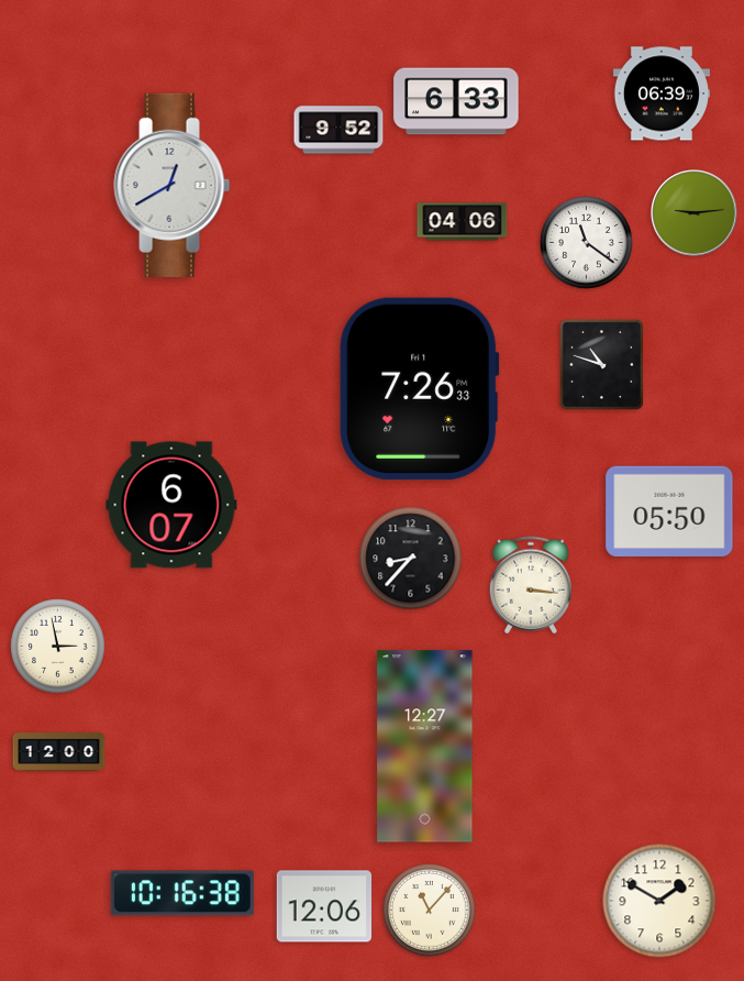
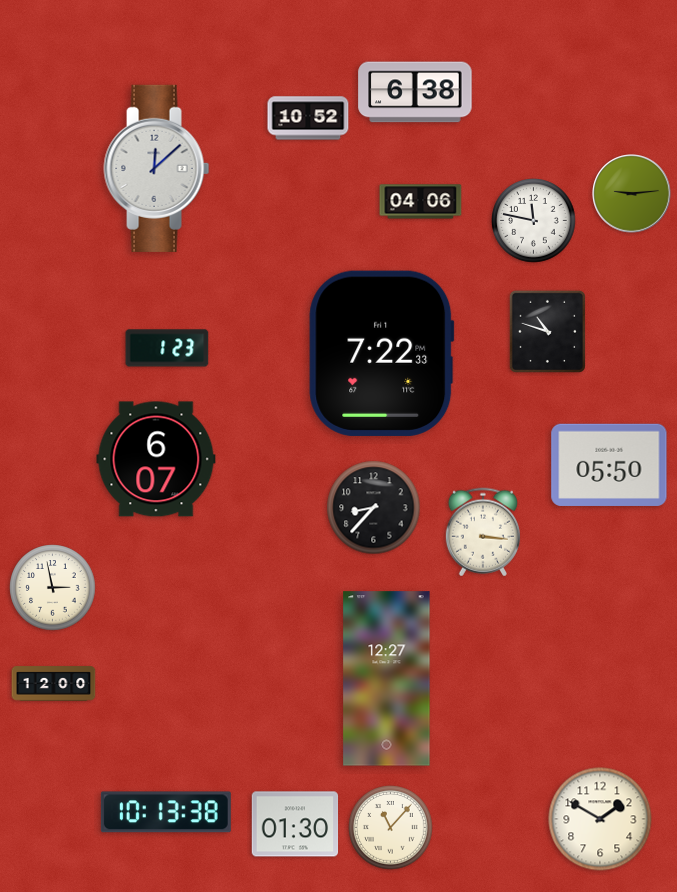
clock at (662, 93): 06:39 -> none
clock at (456, 101): 6:33 -> 6:38
clock at (338, 130): 9:52 -> 10:52
clock at (173, 185): 12:40 -> 12:08
clock at (587, 243): 11:21 -> 11:47
clock at (167, 348): none -> 1:23
clock at (420, 388): 7:26 -> 7:22
clock at (182, 893): 10:16 -> 10:13
clock at (324, 906): 12:06 -> 01:30
